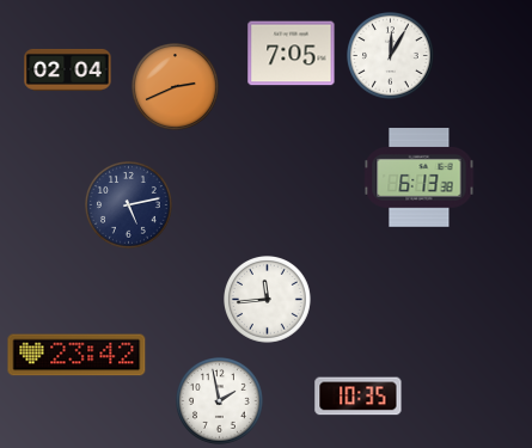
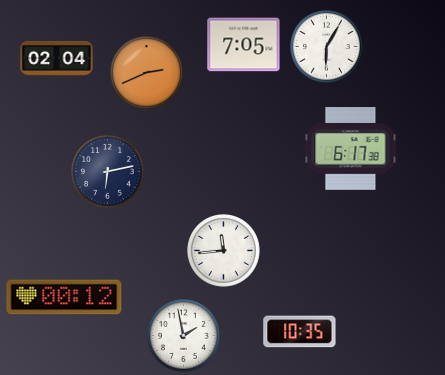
clock at (391, 56): 12:05 -> 6:05
clock at (420, 178): 6:13 -> 6:17
clock at (129, 205): 5:13 -> 6:13
clock at (77, 355): 23:42 -> 00:12
